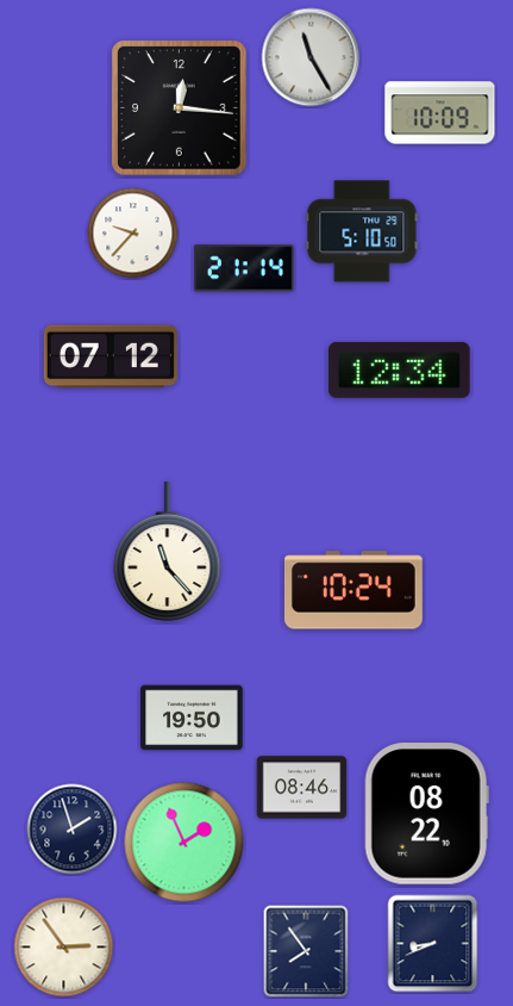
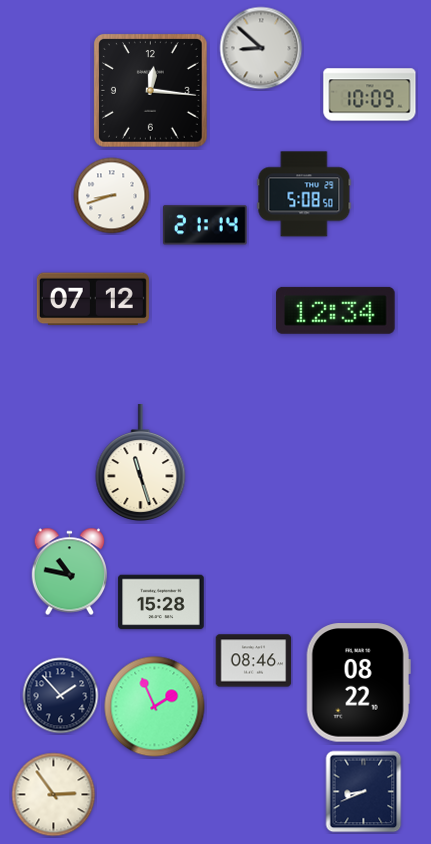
clock at (311, 57): 11:25 -> 8:52
clock at (362, 231): 5:10 -> 5:08
clock at (133, 234): 9:37 -> 8:42
clock at (168, 552): 11:23 -> 11:27
clock at (354, 590): 10:24 -> none
clock at (70, 572): none -> 10:47
clock at (192, 718): 19:50 -> 15:28
clock at (73, 830): 1:57 -> 1:53
clock at (306, 951): 7:54 -> none
